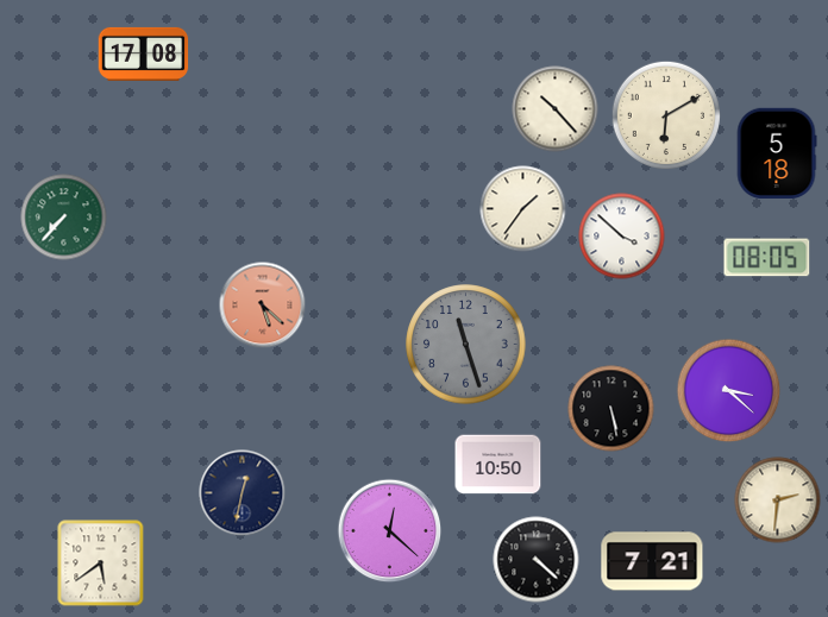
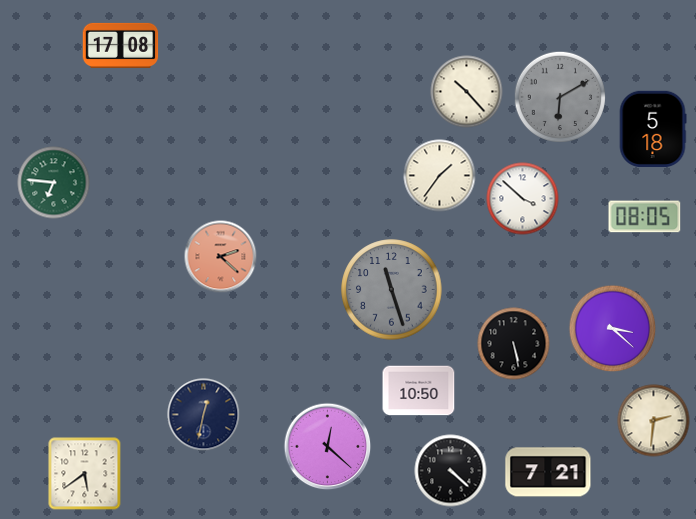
clock at (665, 114) dial: cream -> grey
clock at (64, 218): 7:37 -> 6:46
clock at (263, 306): 5:22 -> 2:22
